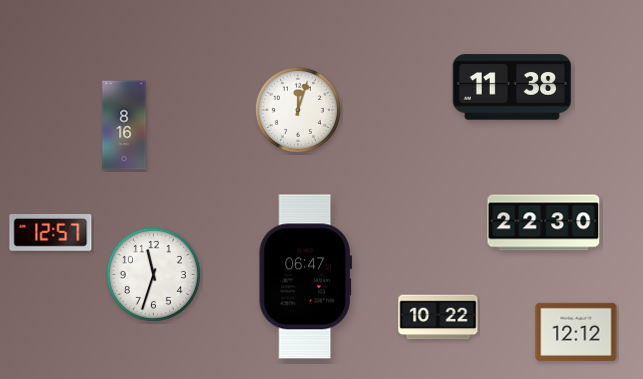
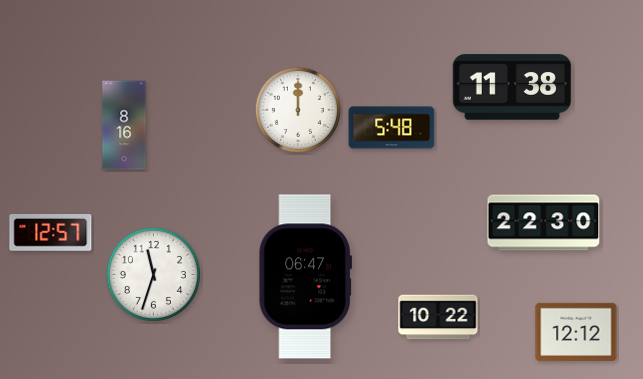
clock at (298, 110): 12:03 -> 12:00
clock at (392, 128): none -> 5:48
